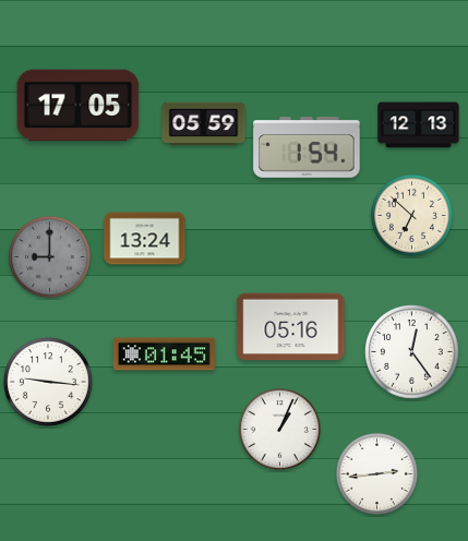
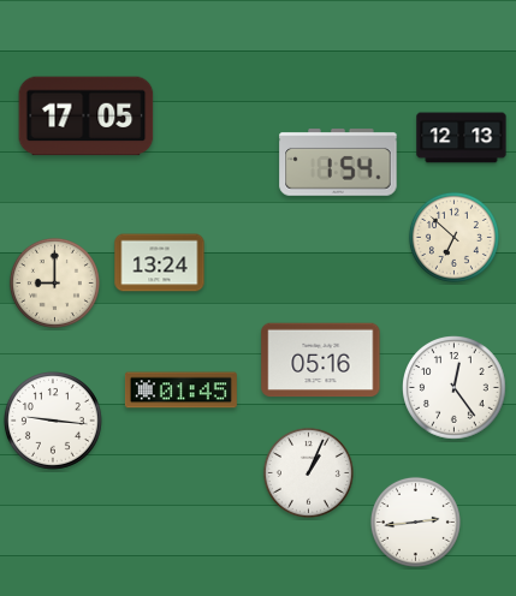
clock at (204, 124): 05:59 -> none
clock at (49, 256) dial: grey -> cream
